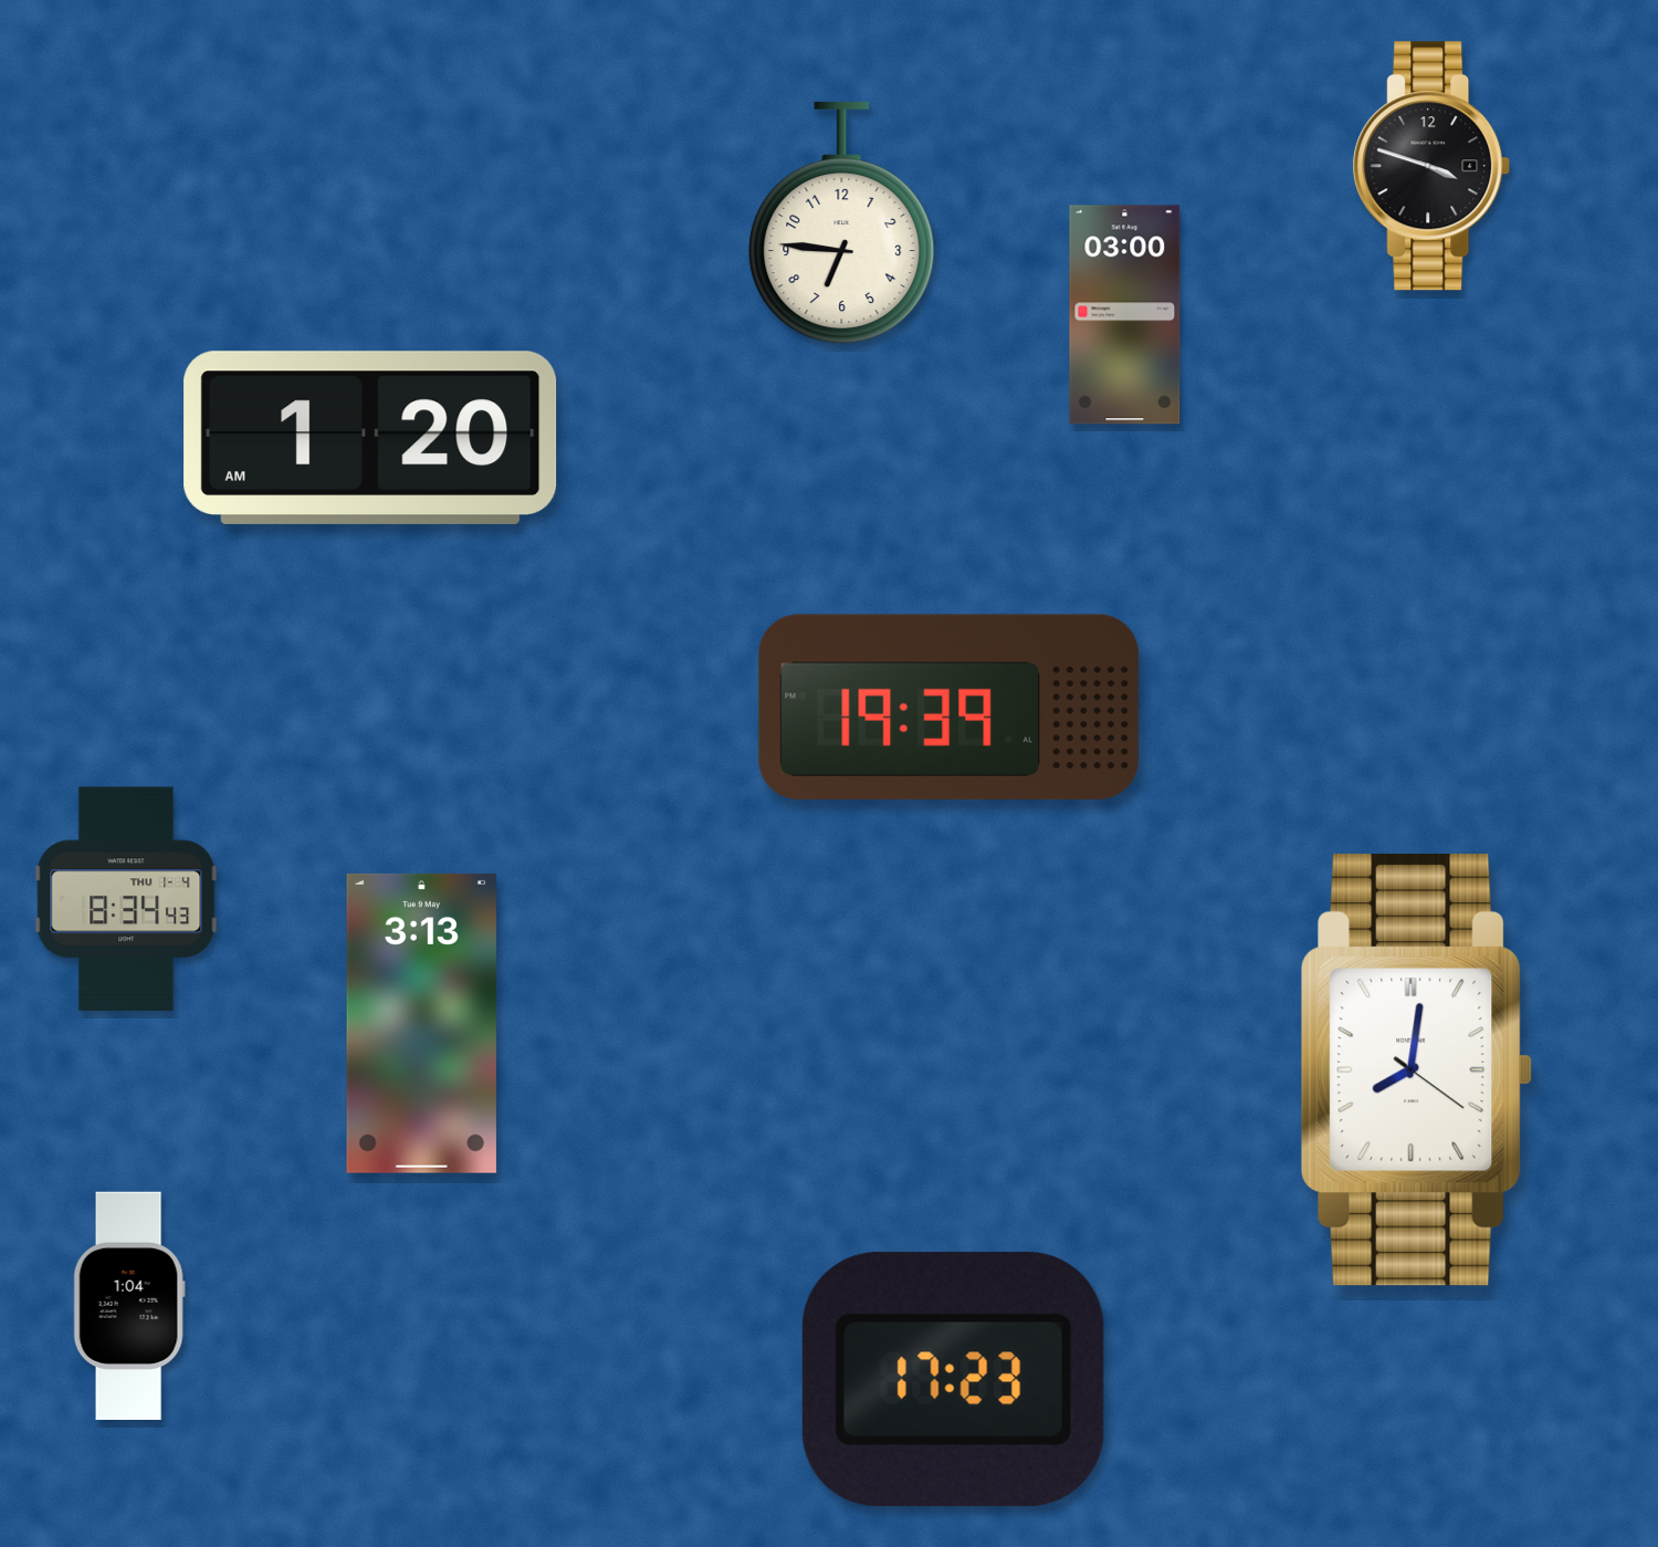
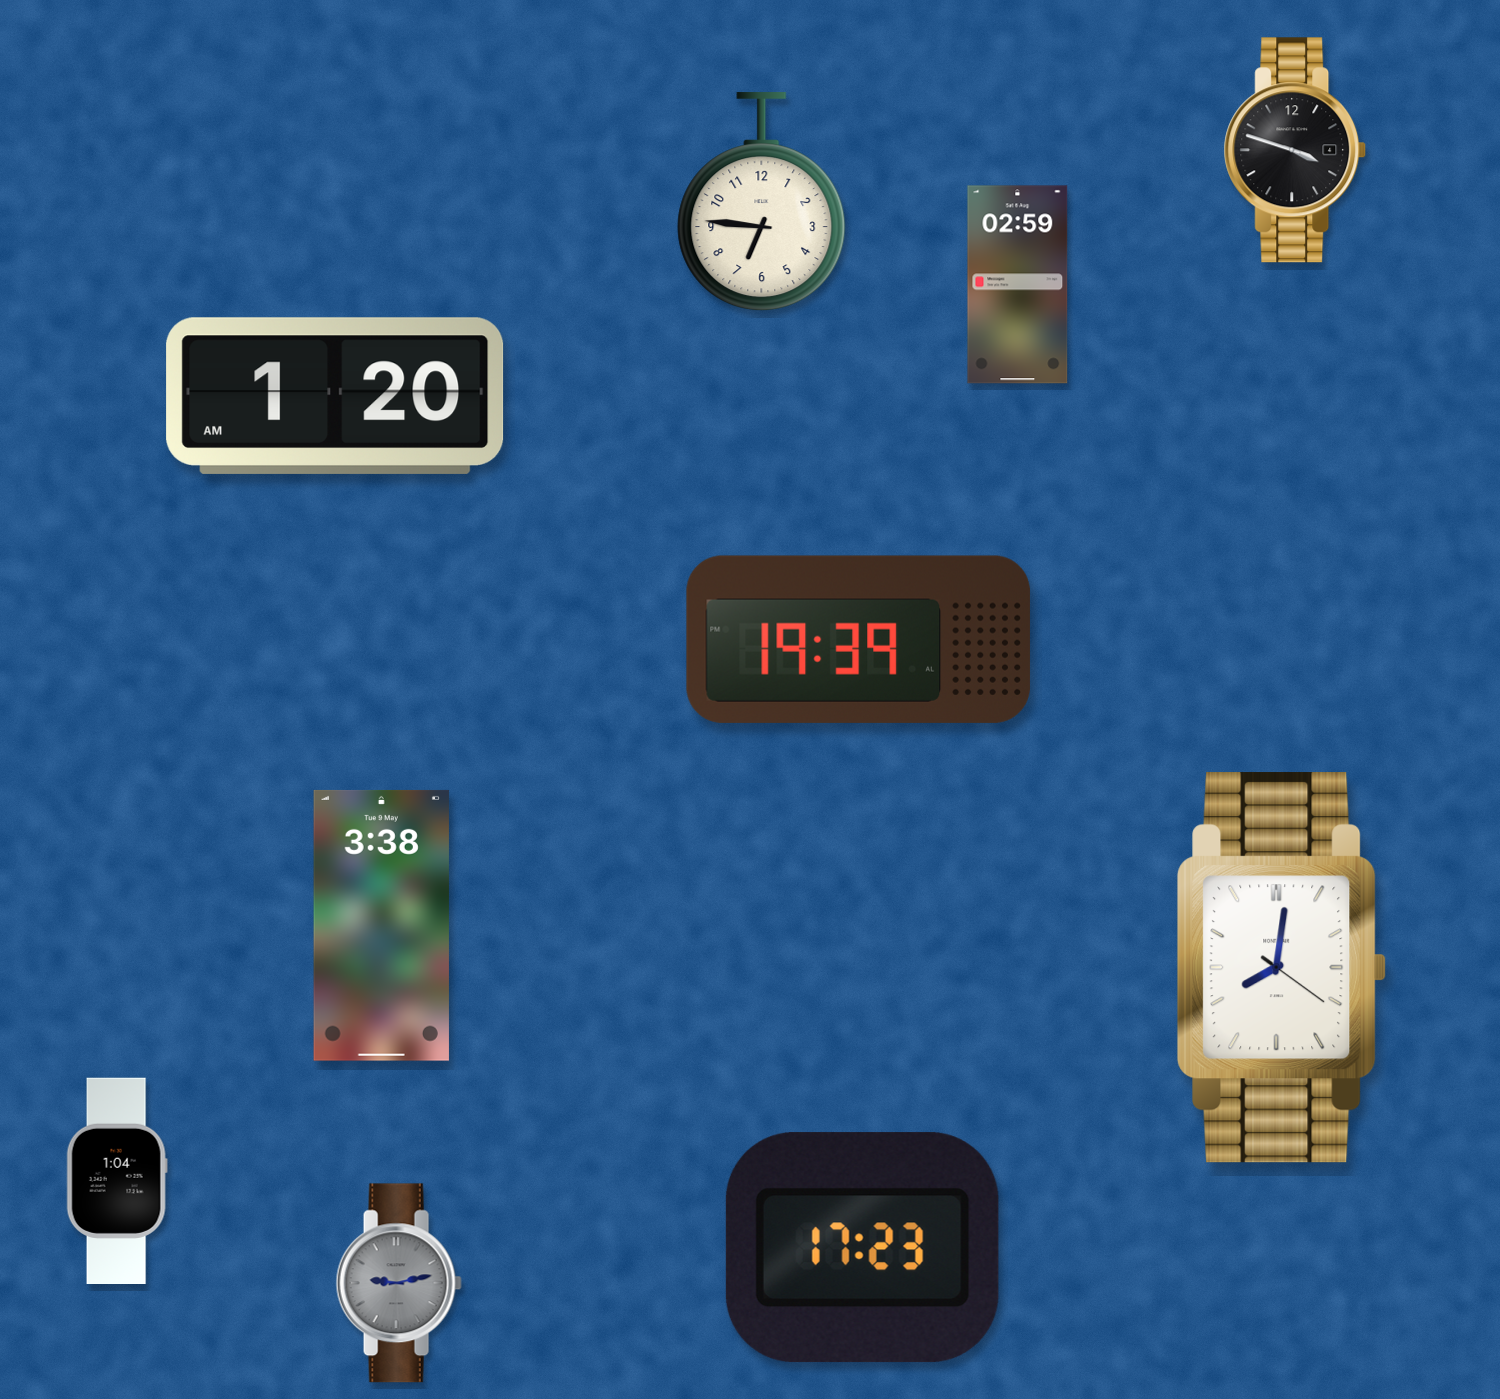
clock at (1125, 315): 03:00 -> 02:59
clock at (126, 899): 8:34 -> none
clock at (421, 1023): 3:13 -> 3:38
clock at (399, 1283): none -> 9:13
